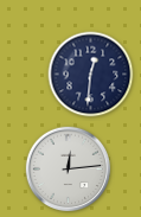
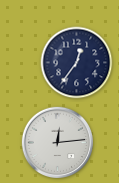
clock at (91, 75): 12:31 -> 12:36
